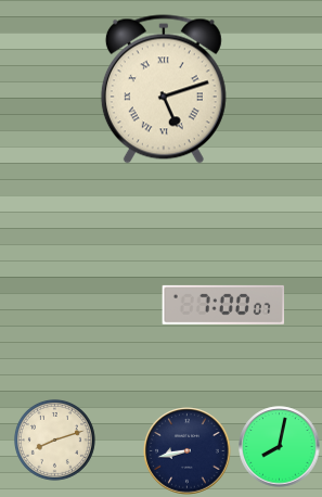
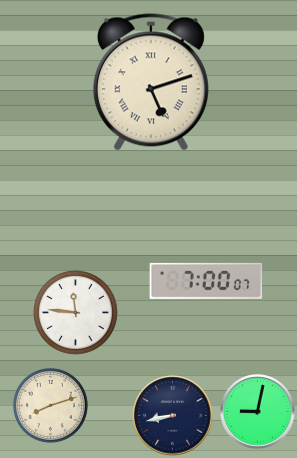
clock at (76, 313): none -> 11:46
clock at (280, 447): 8:02 -> 9:02
